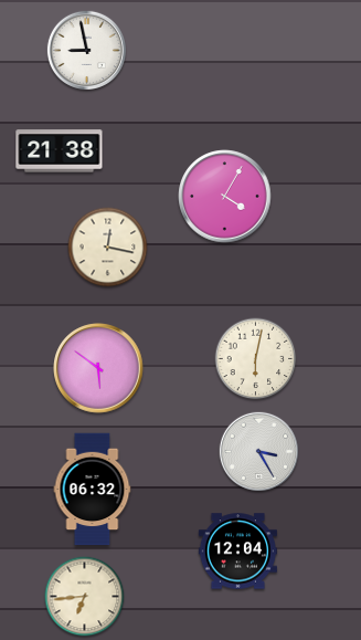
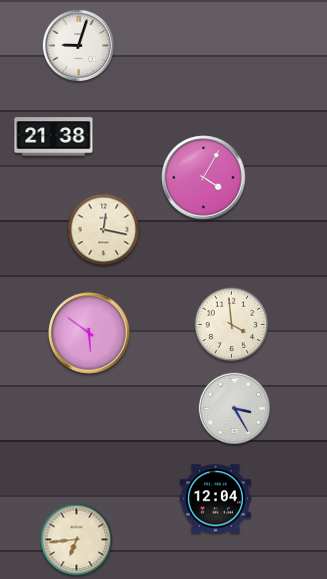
clock at (86, 50): 8:58 -> 9:03
clock at (108, 248) position: (108, 248) -> (104, 230)
clock at (256, 359): 6:02 -> 3:59
clock at (93, 490): 06:32 -> none
